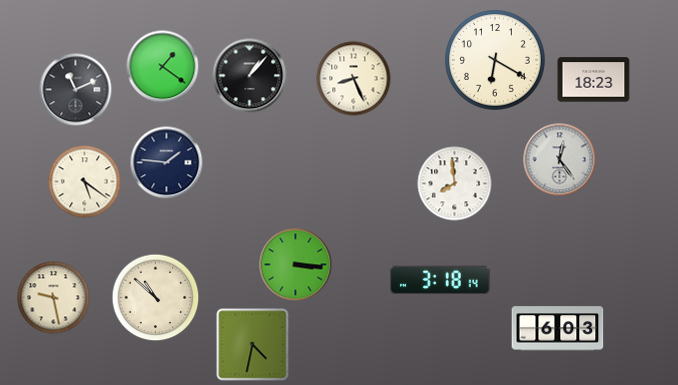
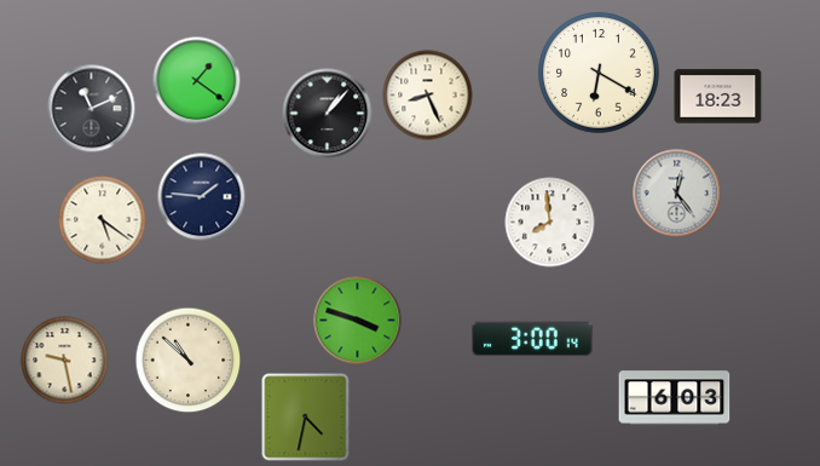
clock at (250, 76) position: (250, 76) -> (328, 114)
clock at (296, 265): 3:16 -> 3:48
clock at (440, 280): 3:18 -> 3:00
